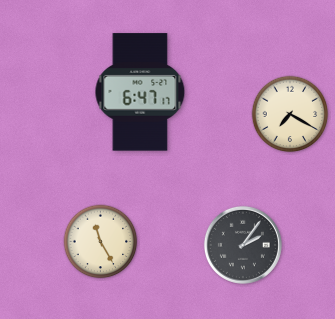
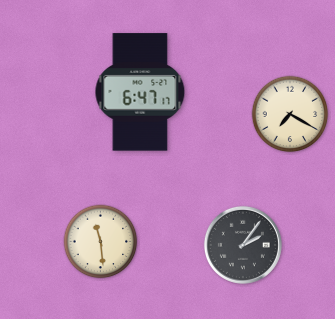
clock at (101, 242): 11:25 -> 11:29
